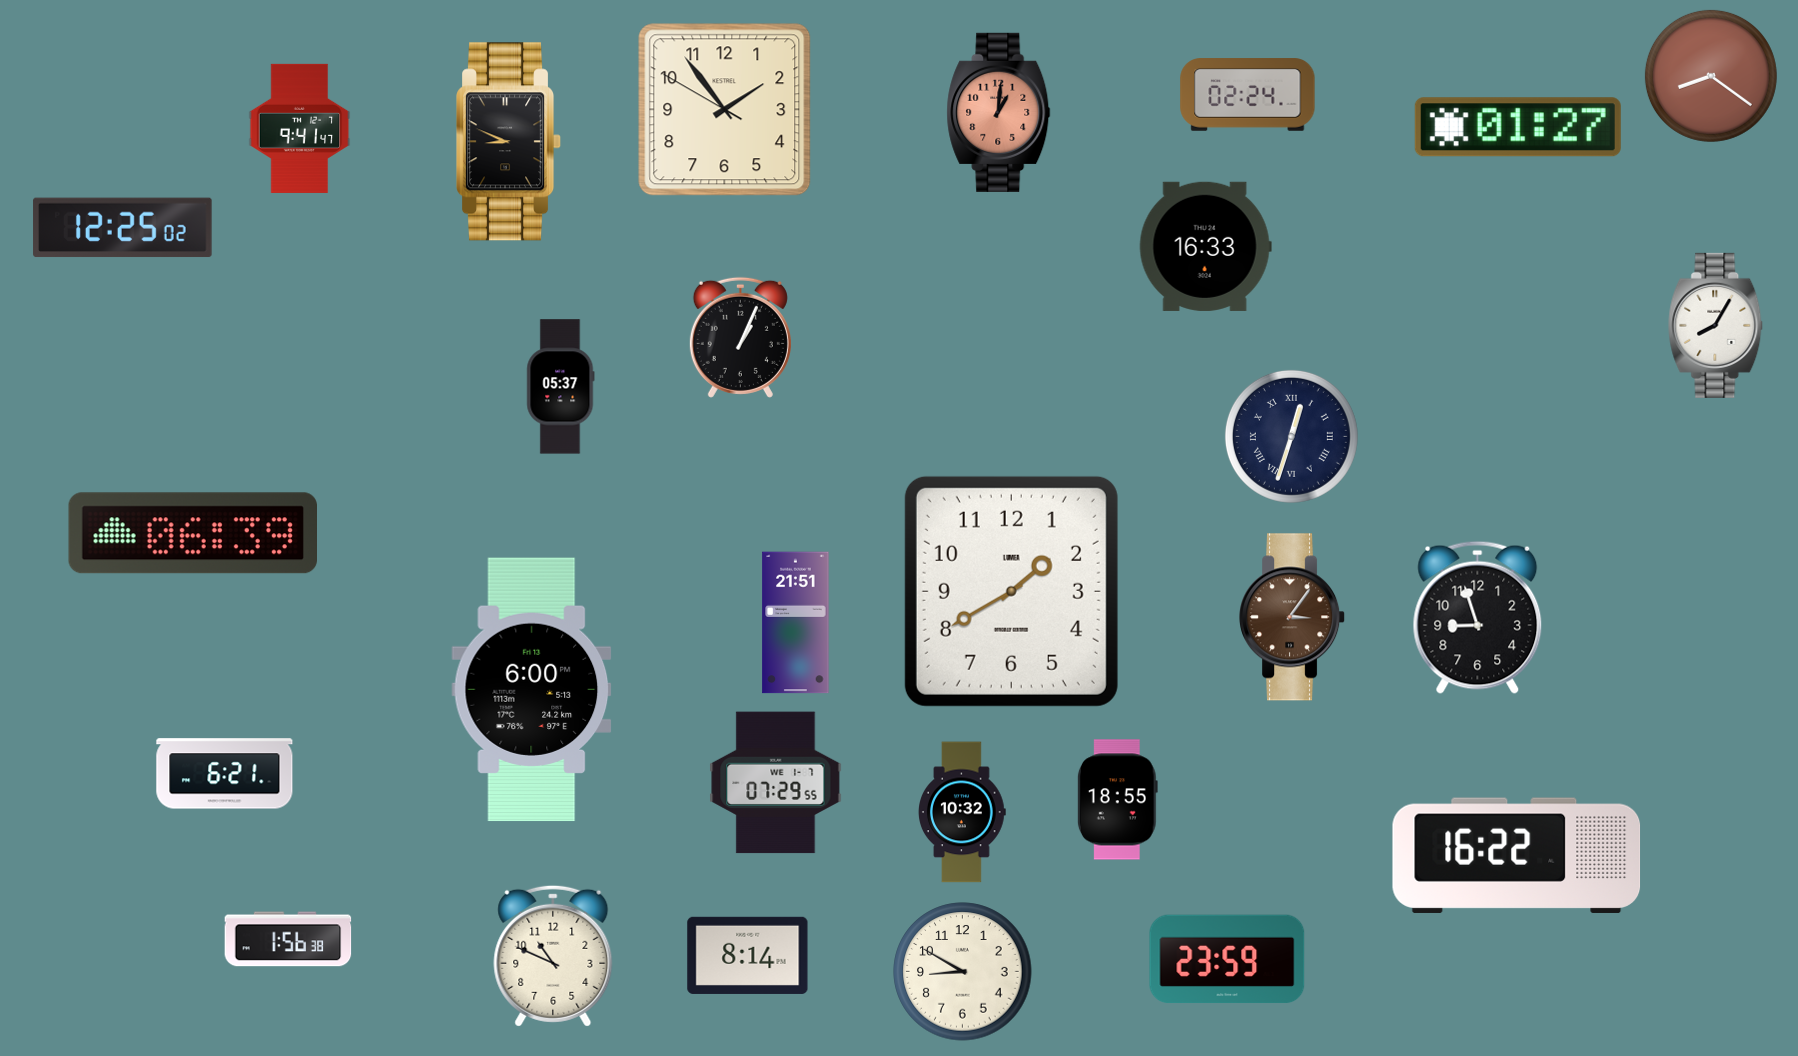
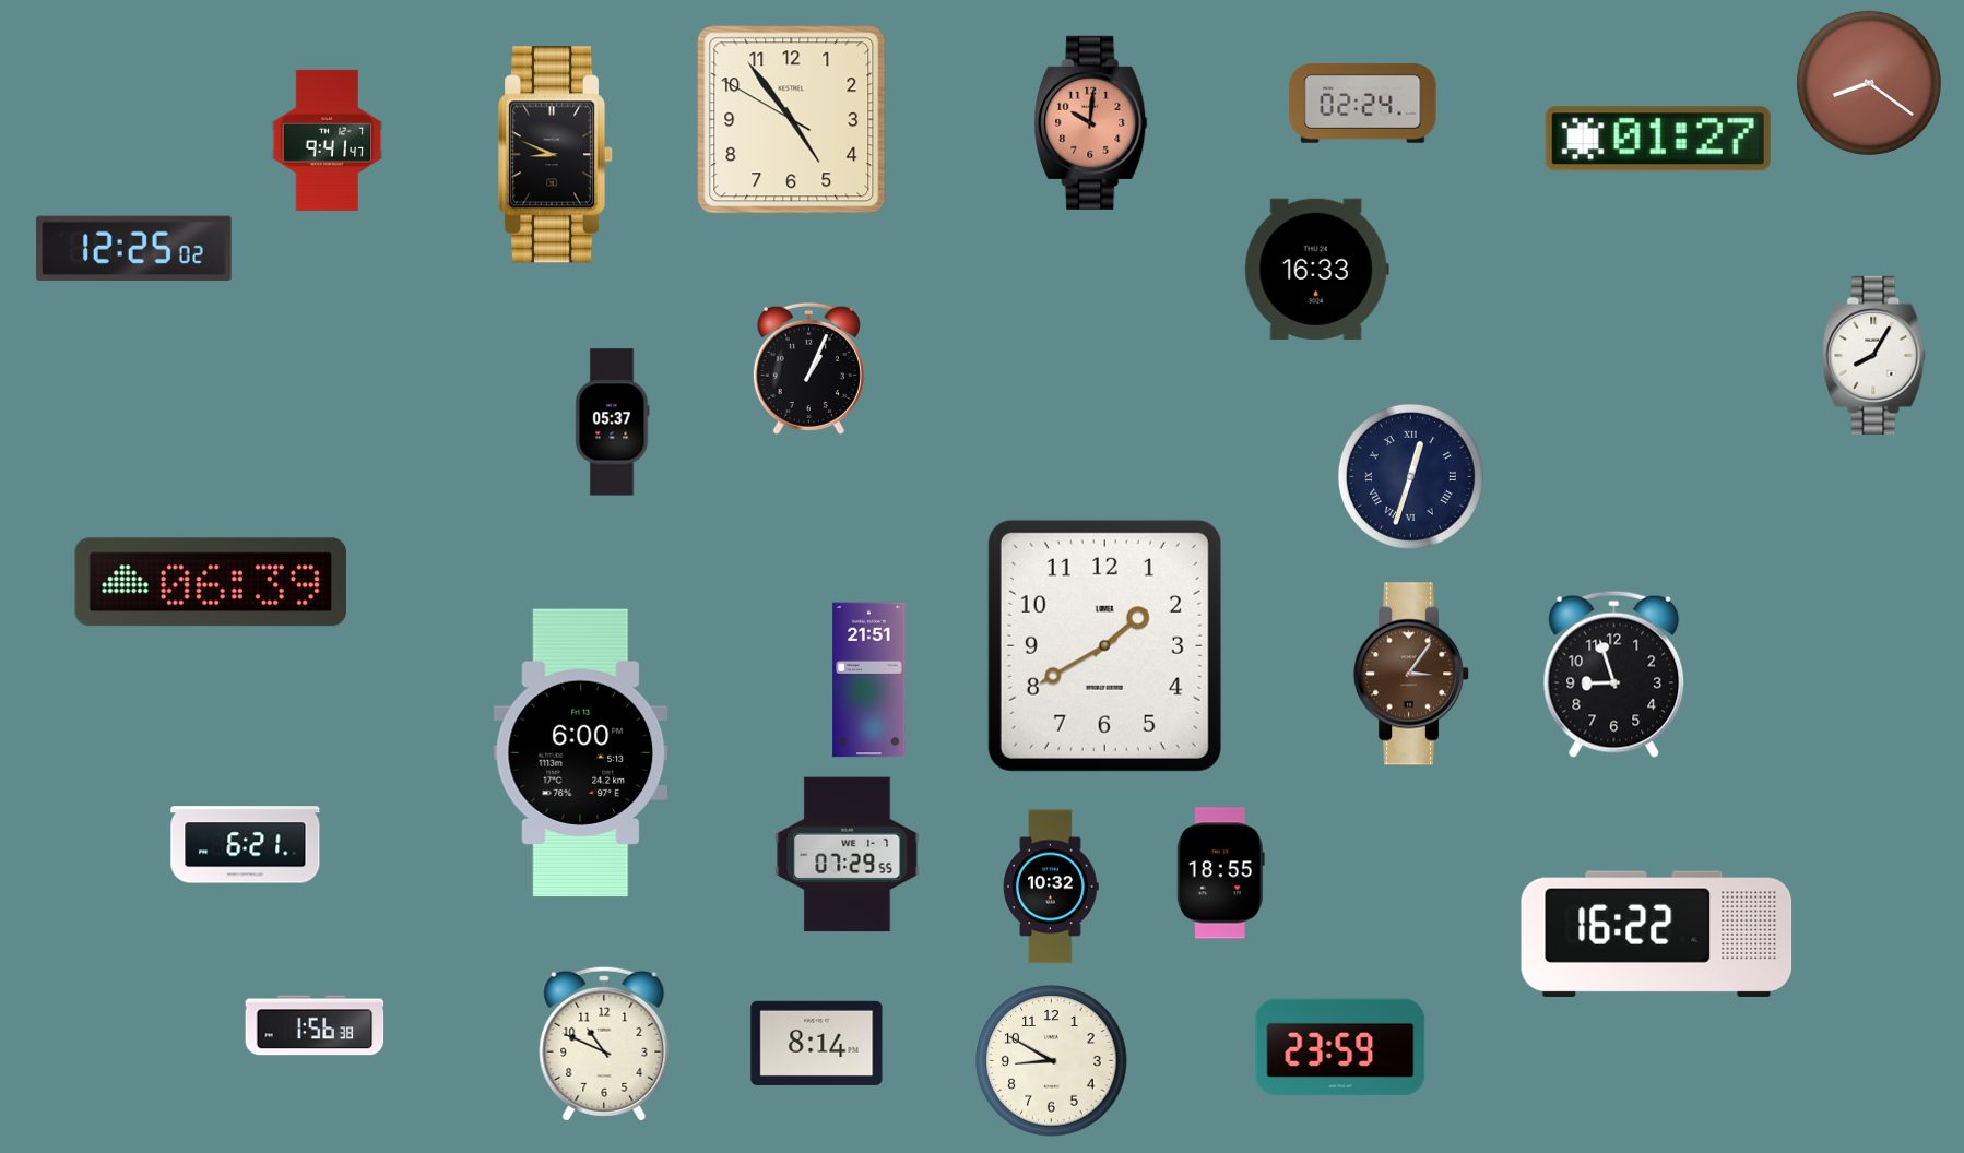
clock at (725, 110): 1:53 -> 4:53
clock at (999, 112): 1:01 -> 10:01
